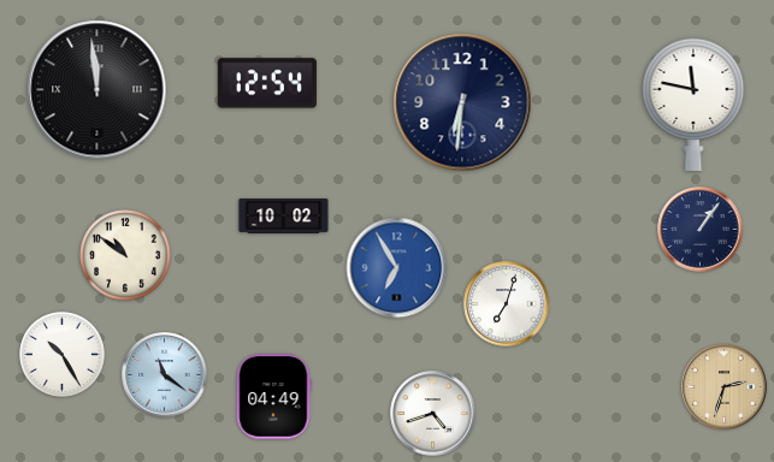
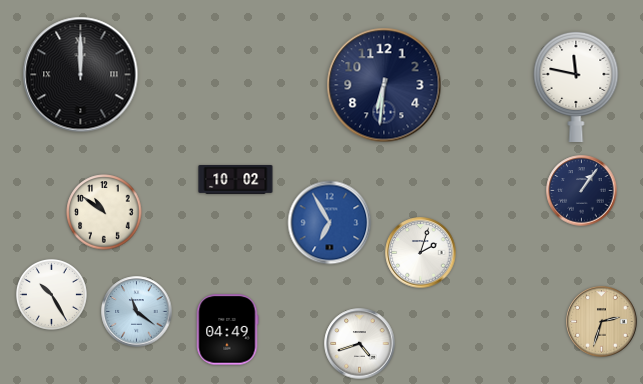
clock at (267, 83): 12:54 -> none
clock at (98, 90): 11:59 -> 12:00
clock at (507, 304): 7:03 -> 2:03
